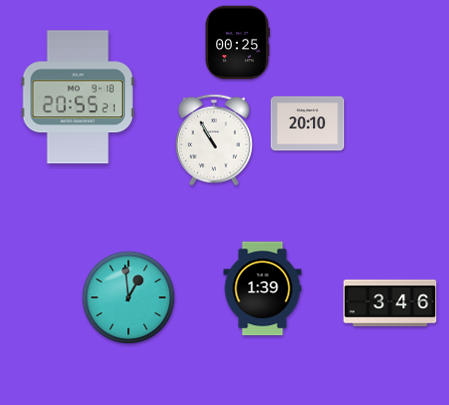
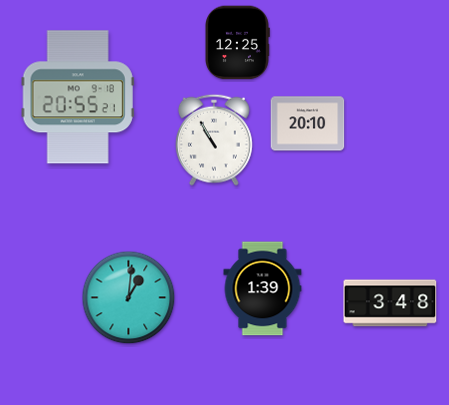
clock at (237, 43): 00:25 -> 12:25
clock at (129, 298): 12:59 -> 1:01
clock at (390, 303): 3:46 -> 3:48
